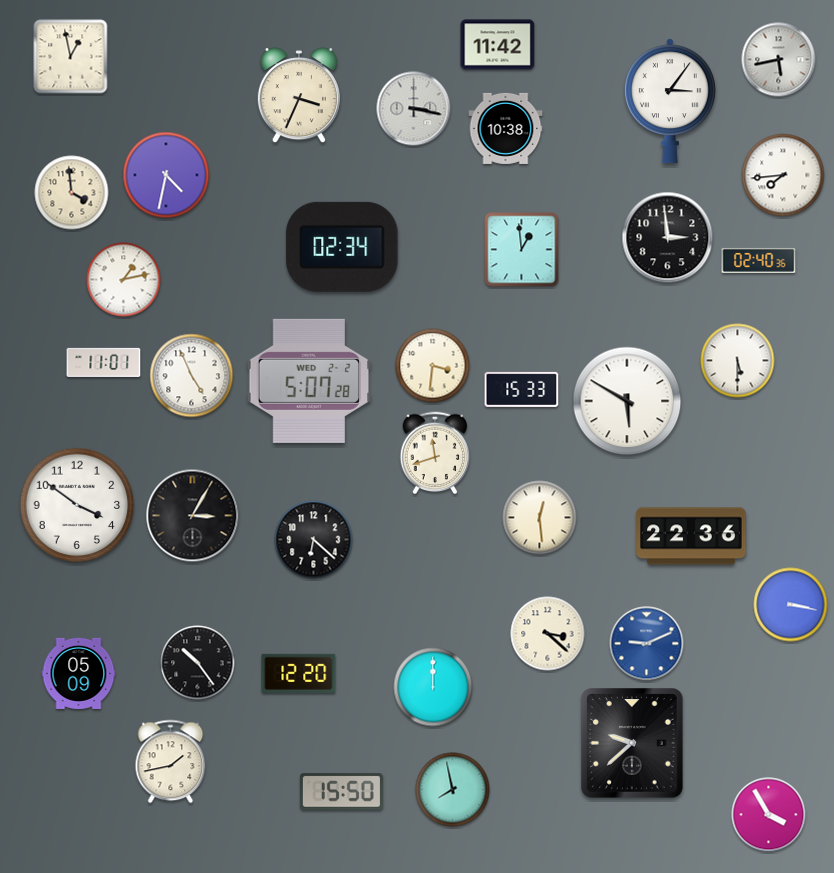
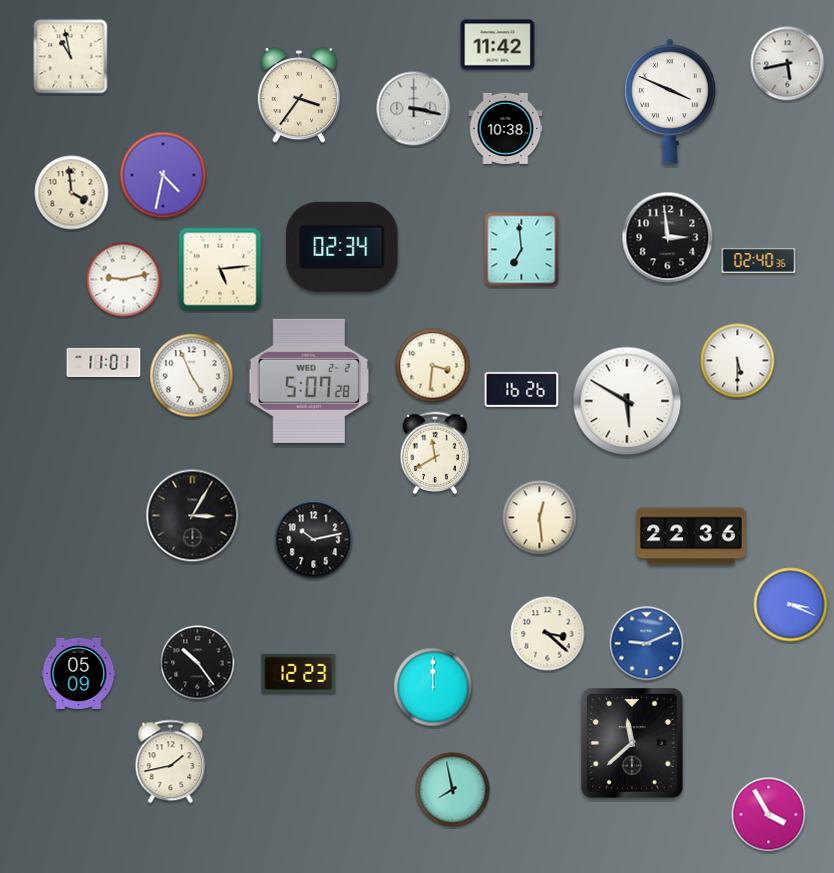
clock at (71, 57): 12:58 -> 10:58
clock at (779, 60) position: (779, 60) -> (788, 64)
clock at (299, 96): 3:34 -> 3:36
clock at (670, 101): 3:06 -> 3:49
clock at (166, 175) position: (166, 175) -> (163, 175)
clock at (783, 175): 7:44 -> none
clock at (522, 250): 12:59 -> 6:59
clock at (220, 269): none -> 5:14
clock at (124, 280): 1:13 -> 9:13
clock at (522, 389): 15:33 -> 16:26
clock at (435, 453): 11:42 -> 11:40
clock at (77, 505): 3:51 -> none
clock at (314, 540): 6:22 -> 10:13
clock at (791, 605): 3:17 -> 3:19
clock at (299, 673): 12:20 -> 12:23
clock at (633, 743): 9:38 -> 11:38
clock at (341, 792): 15:50 -> none
